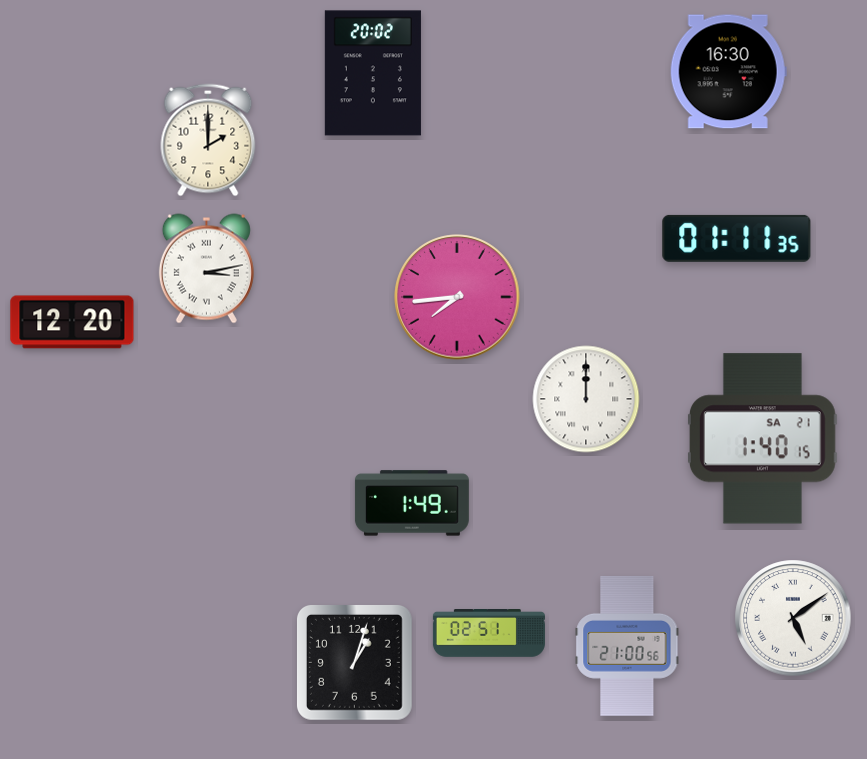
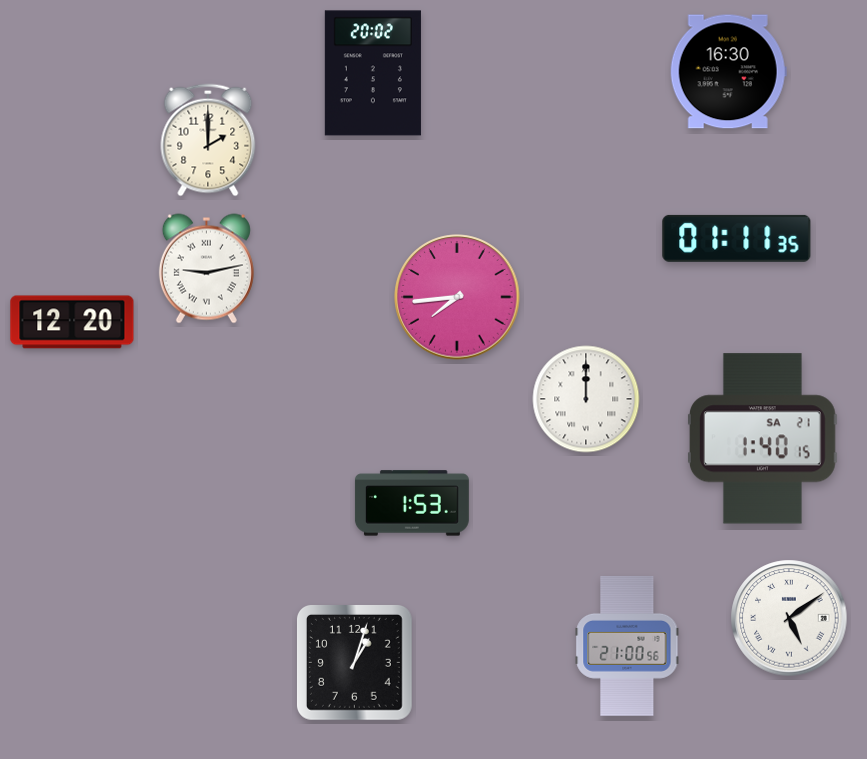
clock at (206, 269): 3:13 -> 9:13
clock at (412, 503): 1:49 -> 1:53
clock at (793, 618) position: (793, 618) -> (789, 618)
clock at (489, 634): 02:51 -> none
